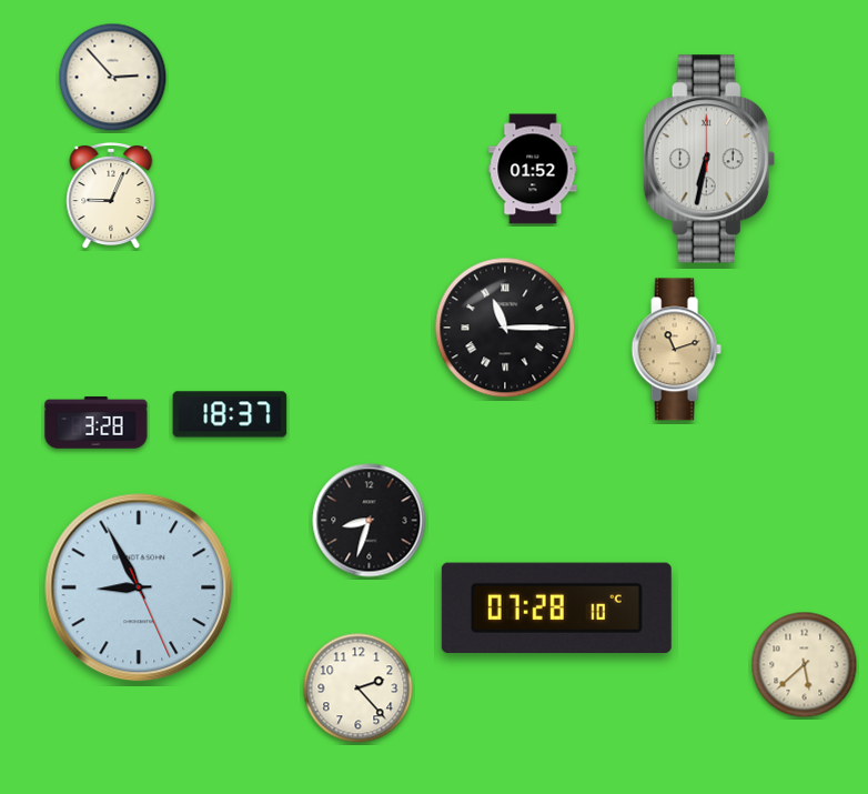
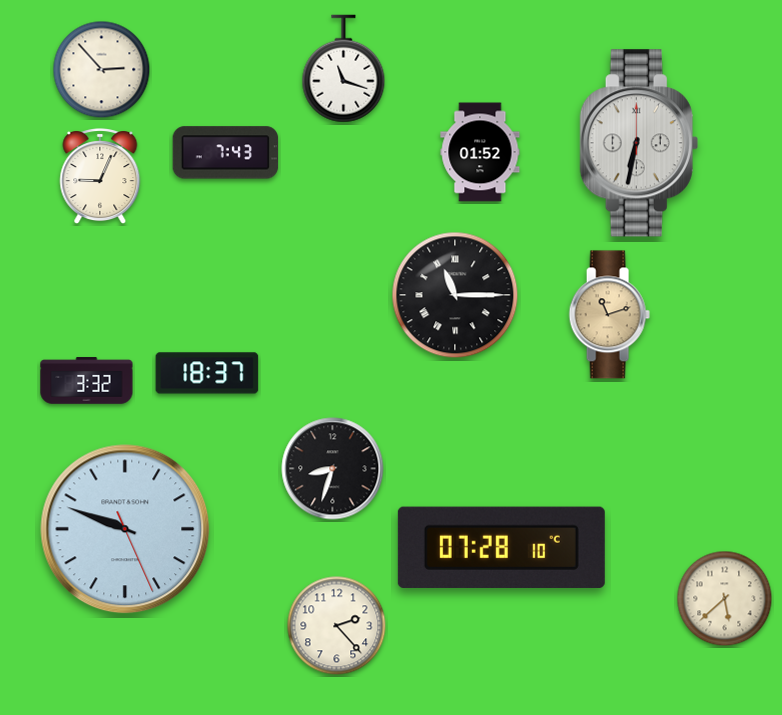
clock at (344, 69): none -> 11:18
clock at (226, 153): none -> 7:43
clock at (97, 423): 3:28 -> 3:32
clock at (139, 587): 8:55 -> 9:48
clock at (359, 689) position: (359, 689) -> (337, 626)
